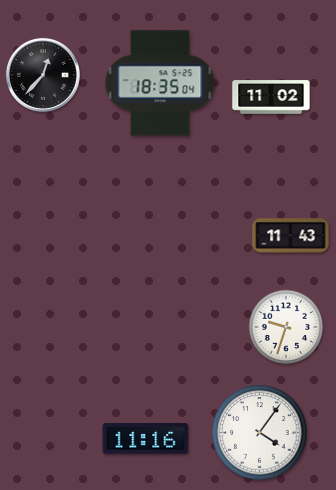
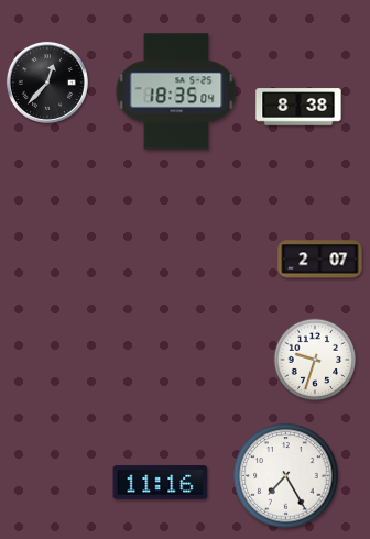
clock at (271, 97): 11:02 -> 8:38
clock at (291, 236): 11:43 -> 2:07
clock at (260, 433): 4:06 -> 7:25
